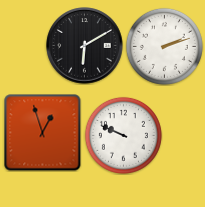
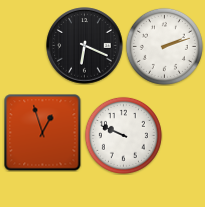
clock at (85, 46): 6:10 -> 6:19
